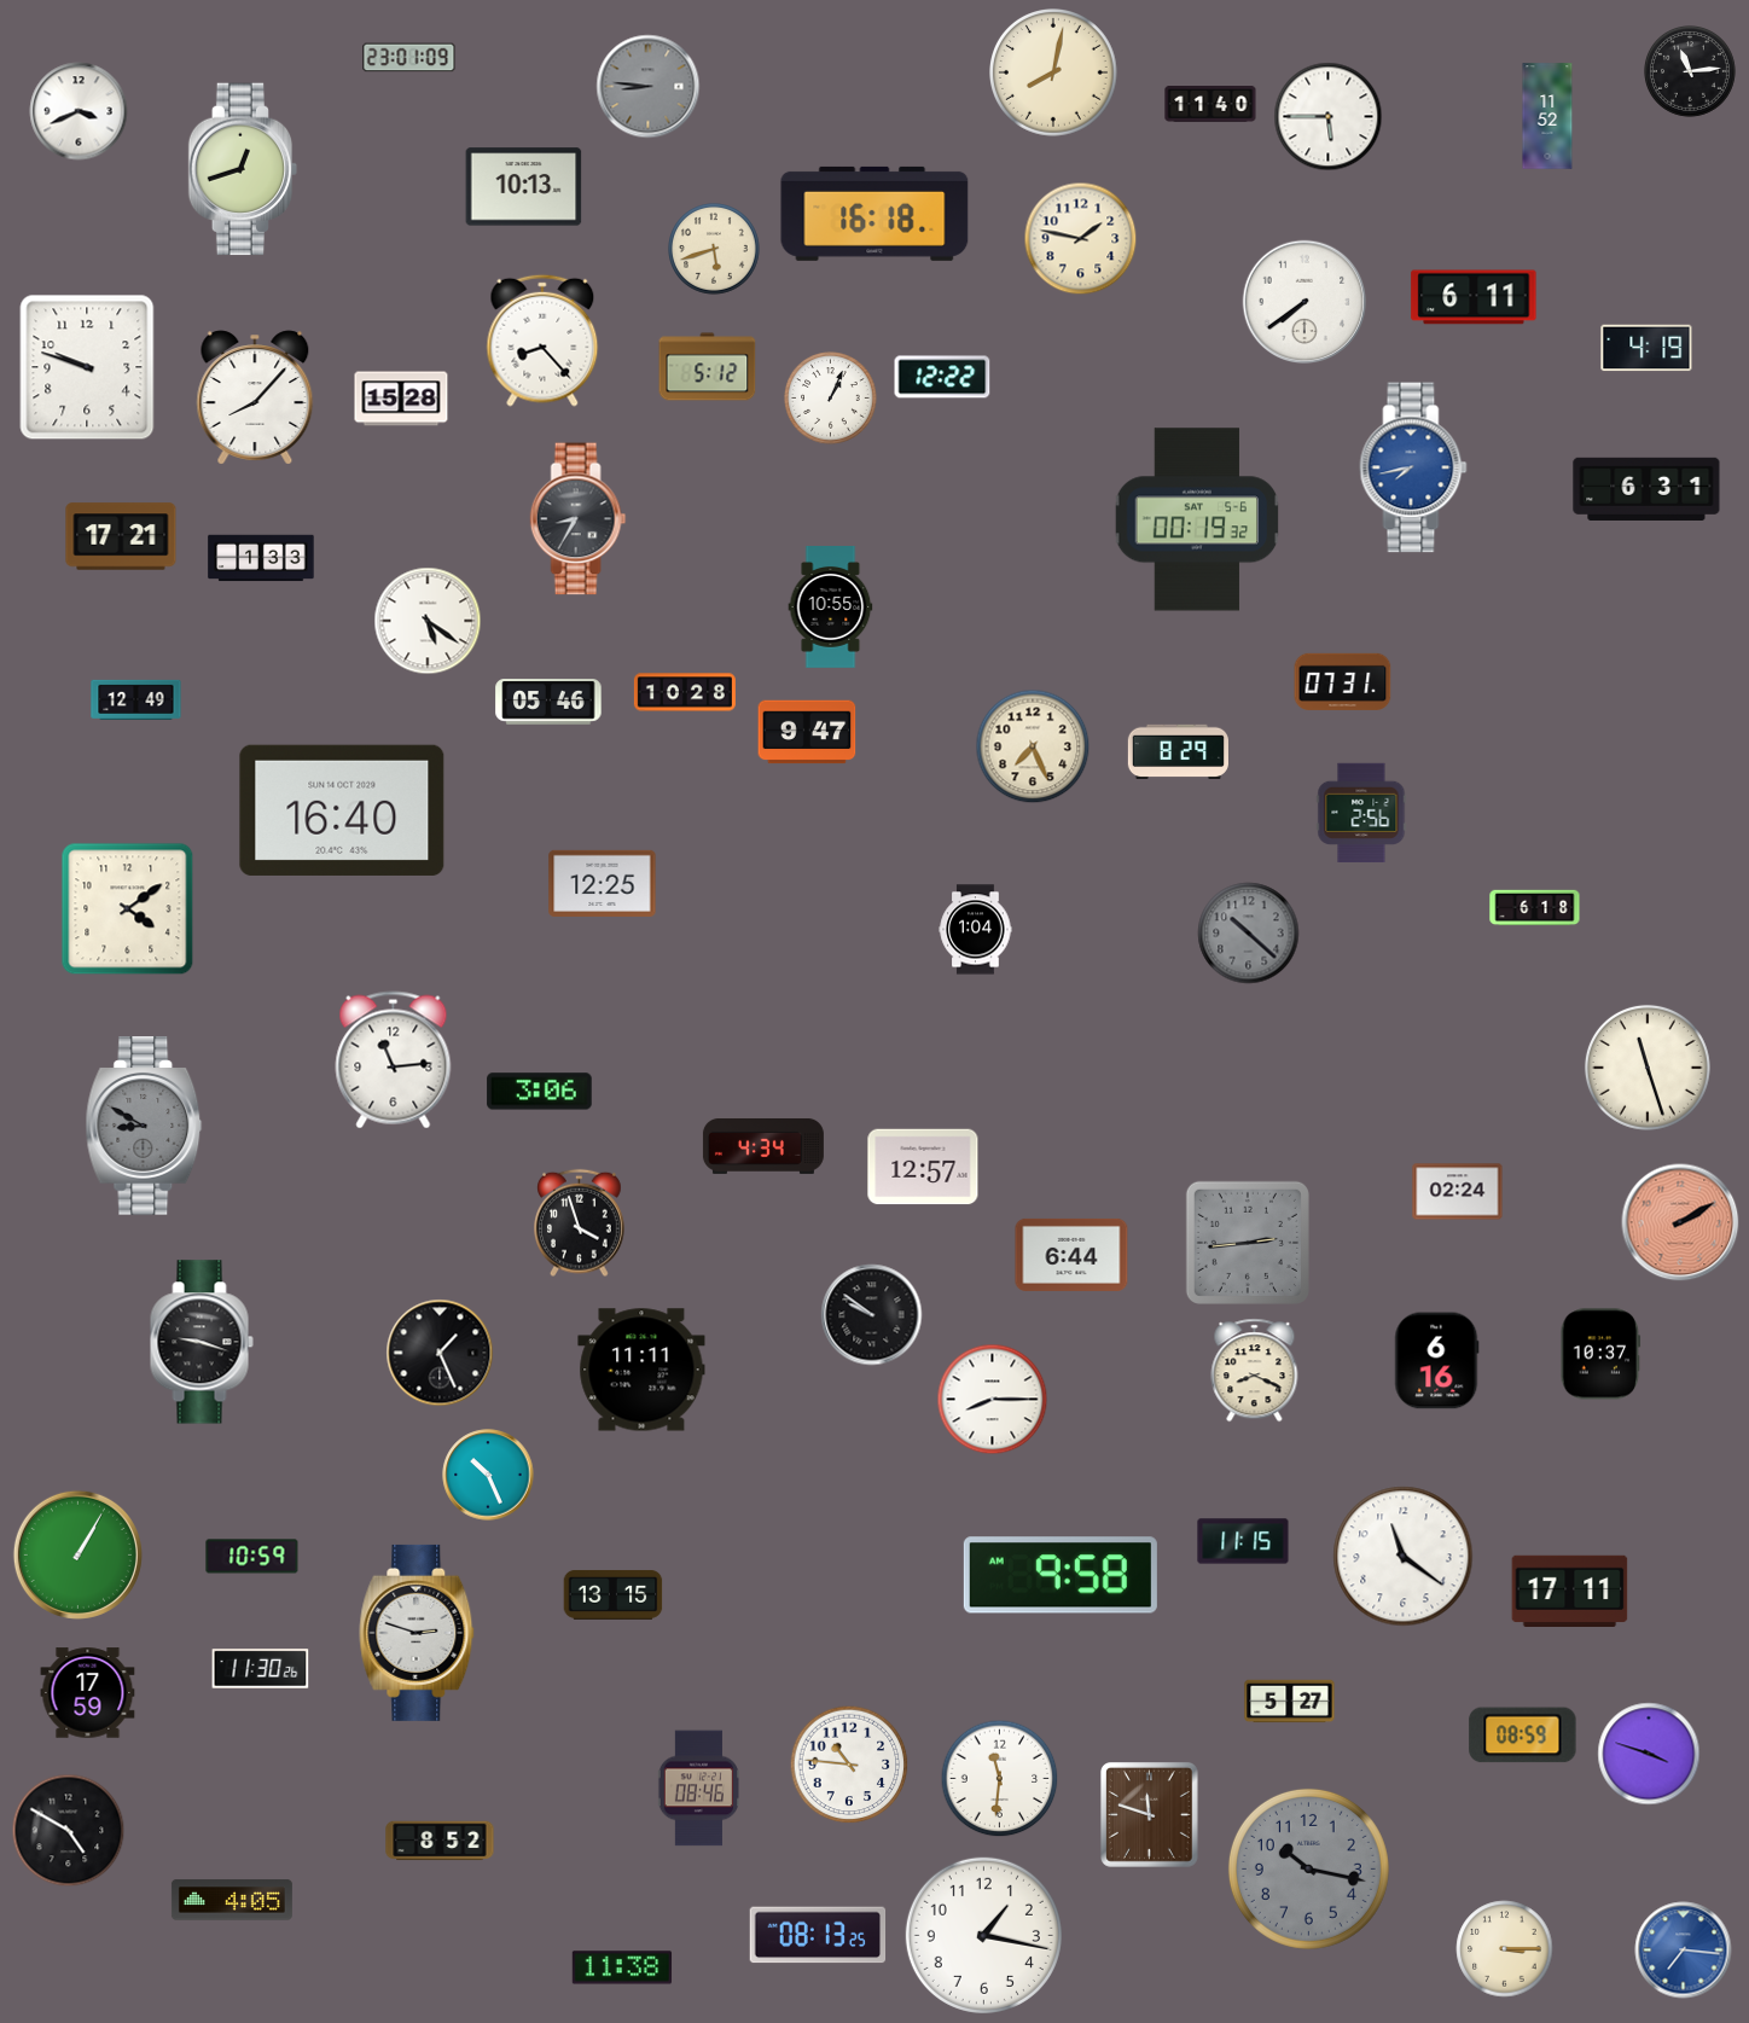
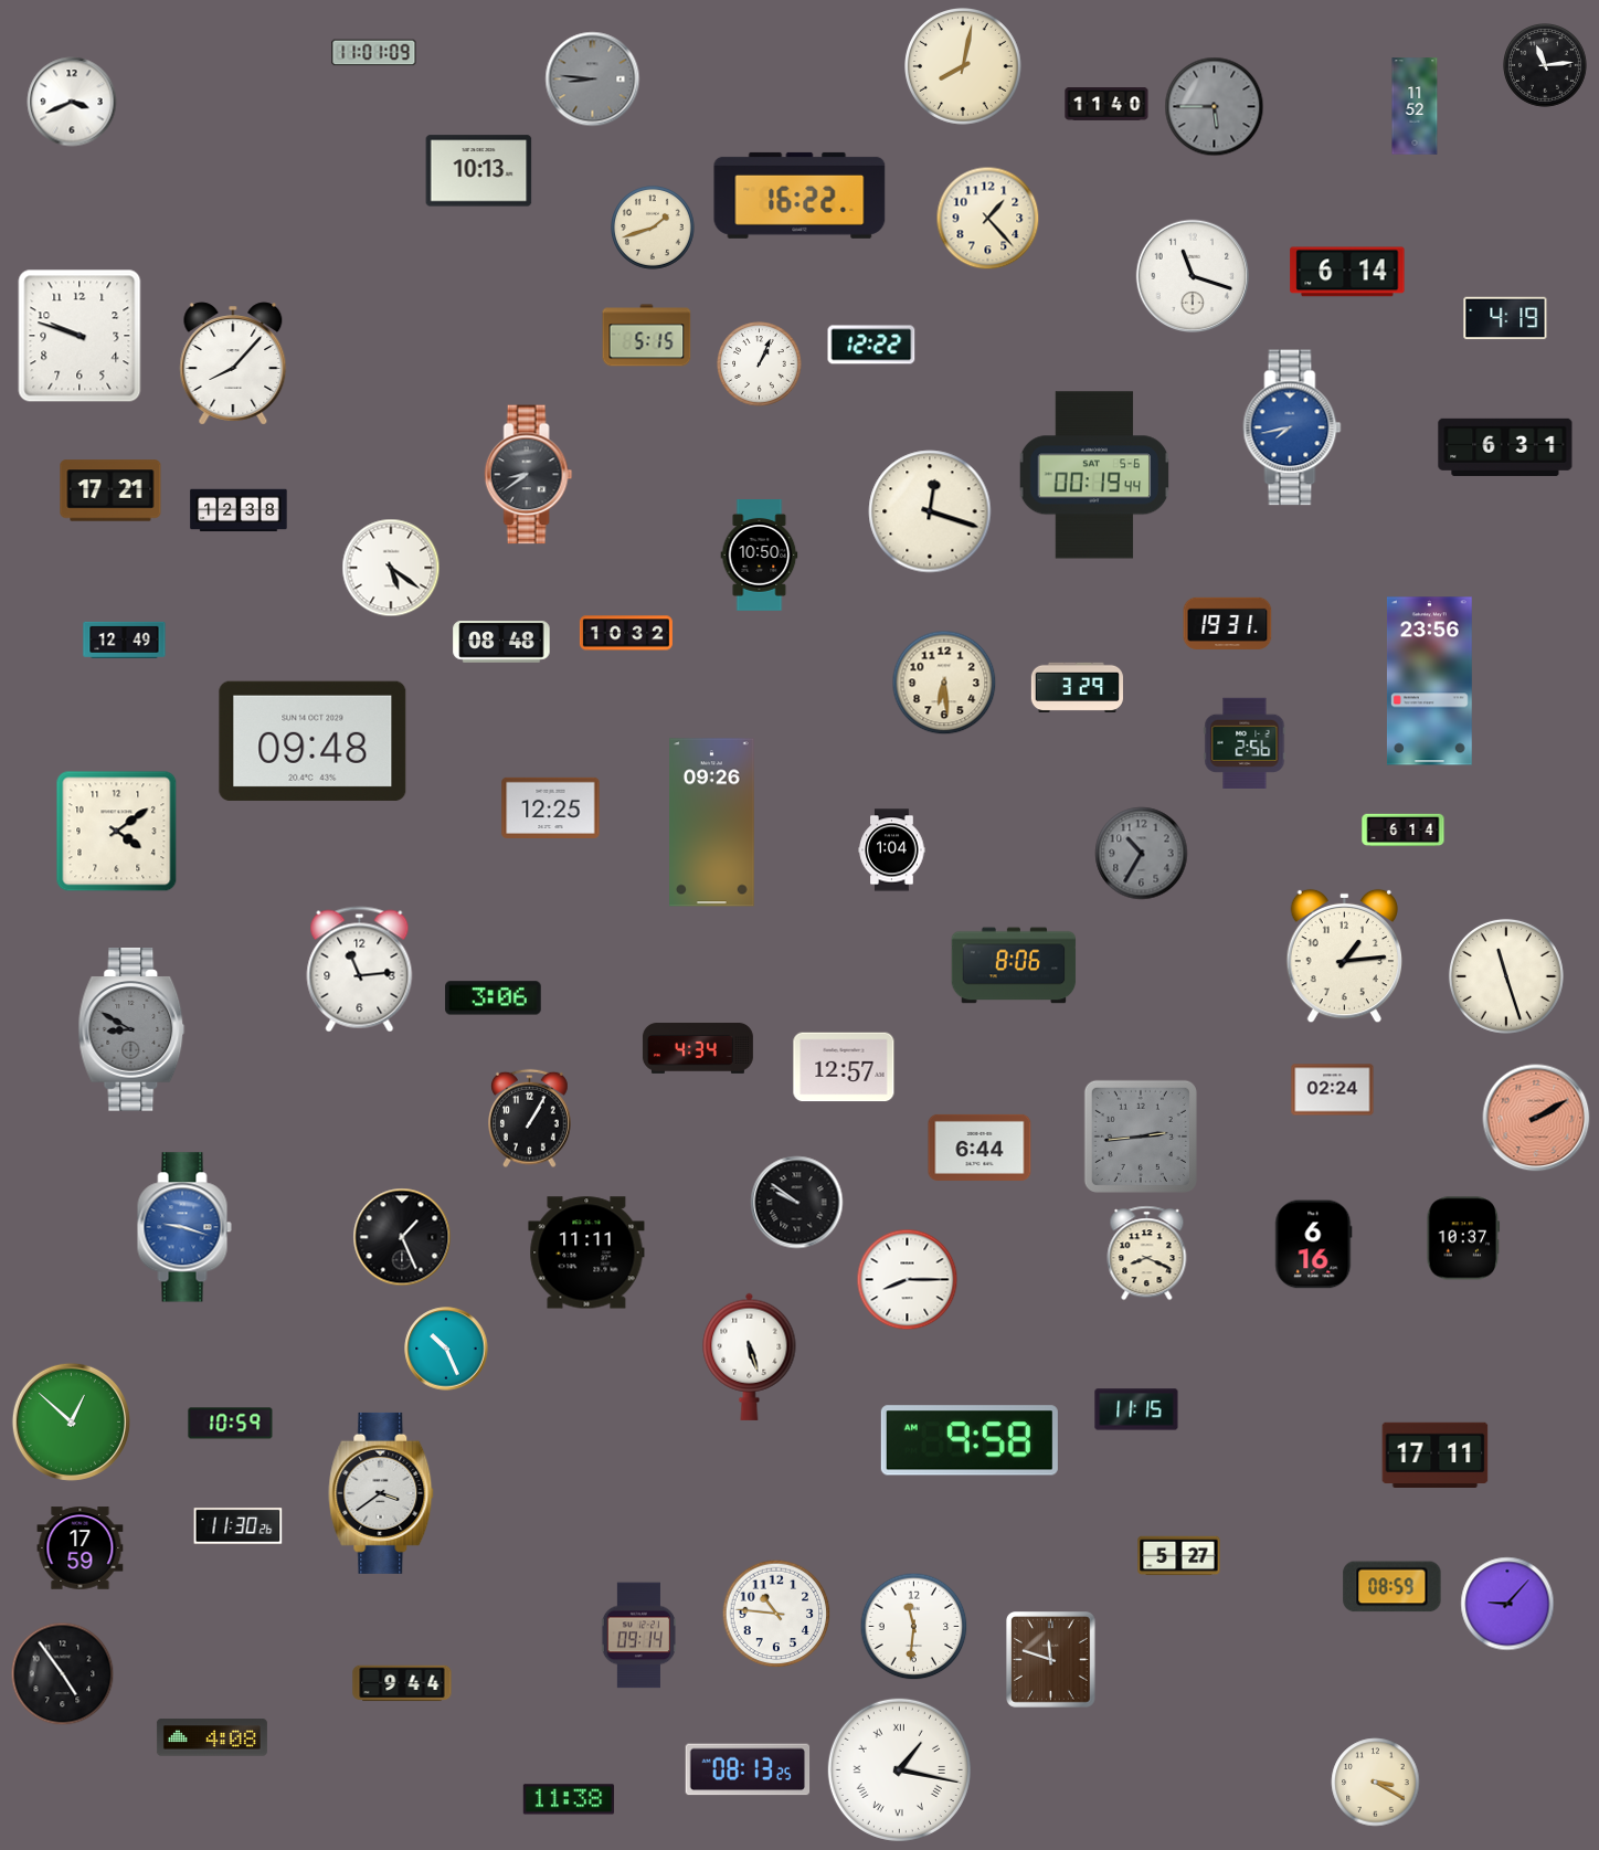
clock at (409, 58): 23:01 -> 11:01
clock at (1210, 105) position: (1210, 105) -> (1106, 105)
clock at (1329, 117) dial: white -> grey
clock at (243, 169): 12:42 -> none
clock at (874, 214): 16:18 -> 16:22
clock at (1081, 239): 1:47 -> 1:23
clock at (715, 250): 5:42 -> 1:42
clock at (1474, 297): 6:11 -> 6:14
clock at (1305, 302): 7:39 -> 11:18
clock at (542, 341): 8:23 -> none
clock at (708, 367): 5:12 -> 5:15
clock at (942, 377) position: (942, 377) -> (871, 345)
clock at (401, 399): 15:28 -> none
clock at (579, 519): 8:35 -> 8:39
clock at (1197, 519): 00:19:32 -> 00:19:44
clock at (261, 558): 1:33 -> 12:38
clock at (930, 511): none -> 12:18
clock at (831, 608): 10:55 -> 10:50
clock at (1343, 681): 07:31 -> 19:31
clock at (685, 692): 10:28 -> 10:32
clock at (548, 702): 05:46 -> 08:48
clock at (807, 732): 9:47 -> none
clock at (1429, 681): none -> 23:56
clock at (1033, 746): 7:26 -> 6:29
clock at (1178, 751): 8:29 -> 3:29
clock at (342, 810): 16:40 -> 09:48
clock at (712, 823): none -> 09:26
clock at (1535, 908): 6:18 -> 6:14
clock at (1249, 934): 10:22 -> 10:35
clock at (1344, 956): none -> 1:14
clock at (1014, 965): none -> 8:06
clock at (580, 1223): 3:57 -> 1:05
clock at (202, 1342) dial: black -> blue
clock at (750, 1356): none -> 5:27
clock at (77, 1554): 1:05 -> 12:52
clock at (1404, 1557): 11:21 -> none
clock at (614, 1594): 13:15 -> none
clock at (417, 1633): 2:48 -> 3:39
clock at (1649, 1754): 3:48 -> 9:07
clock at (698, 1789): 08:46 -> 09:14
clock at (69, 1831): 4:50 -> 4:54
clock at (440, 1841): 8:52 -> 9:44
clock at (1308, 1868): 10:17 -> none
clock at (232, 1900): 4:05 -> 4:08
clock at (983, 1935) numerals: Arabic -> Roman
clock at (1505, 1949): 3:15 -> 3:20
clock at (1684, 1951): 7:16 -> none
